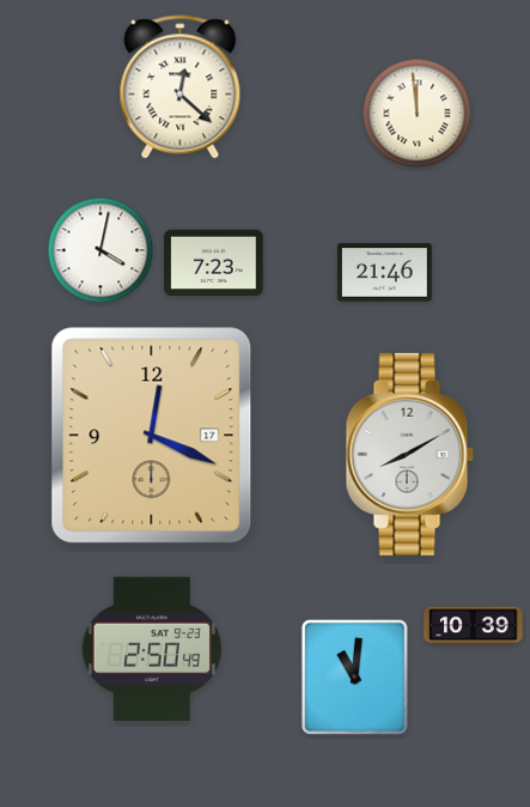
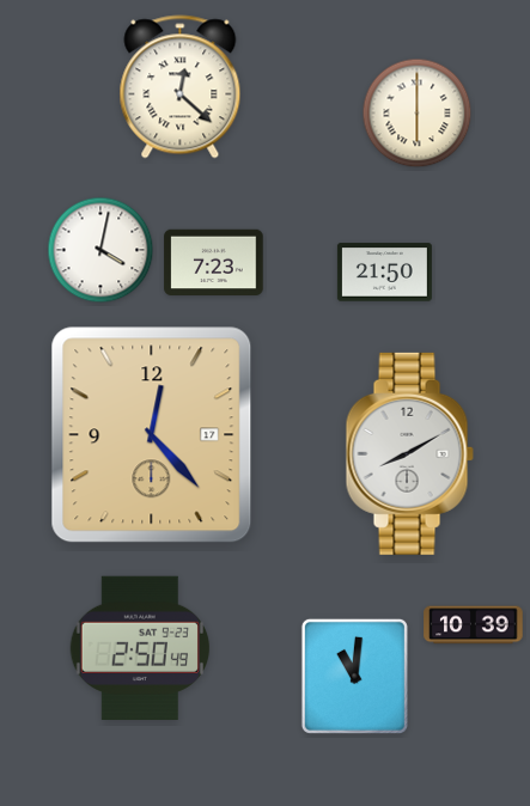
clock at (418, 114): 11:59 -> 6:00
clock at (384, 273): 21:46 -> 21:50
clock at (152, 436): 12:19 -> 12:23
clock at (151, 648) position: (151, 648) -> (139, 647)
